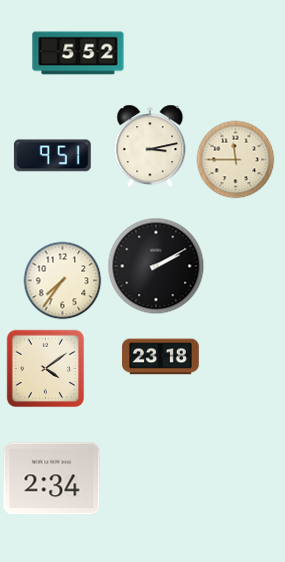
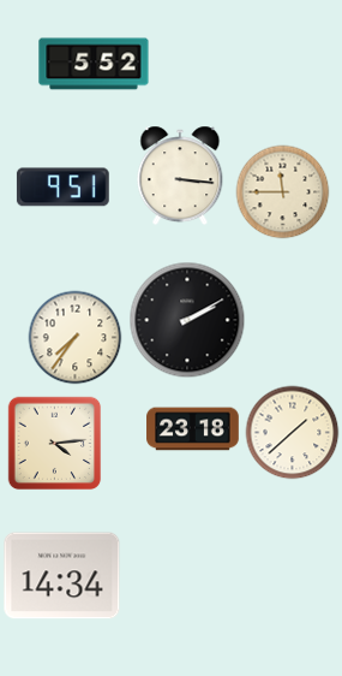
clock at (150, 146): 3:13 -> 3:16
clock at (292, 432): none -> 1:38
clock at (45, 368): 4:09 -> 4:14
clock at (52, 479): 2:34 -> 14:34
